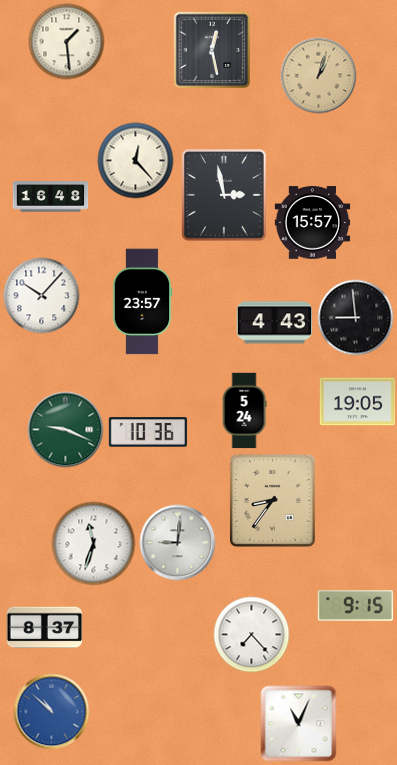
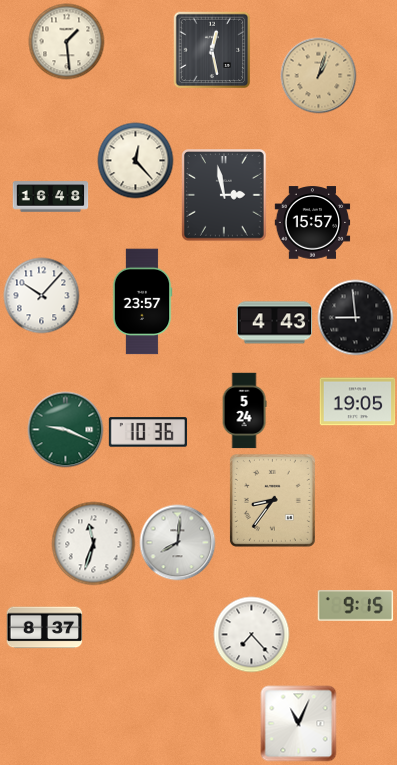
clock at (178, 543): 9:01 -> 8:01
clock at (52, 712): 10:52 -> none
